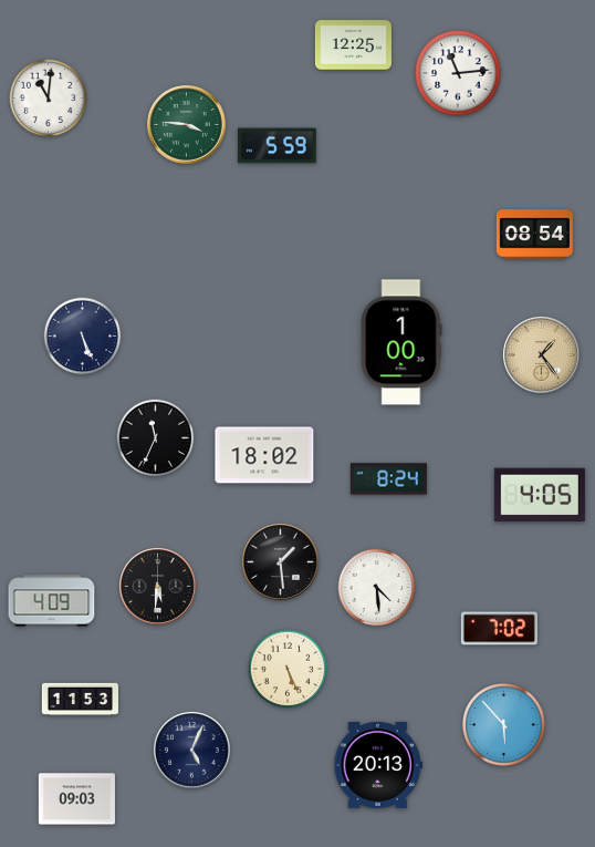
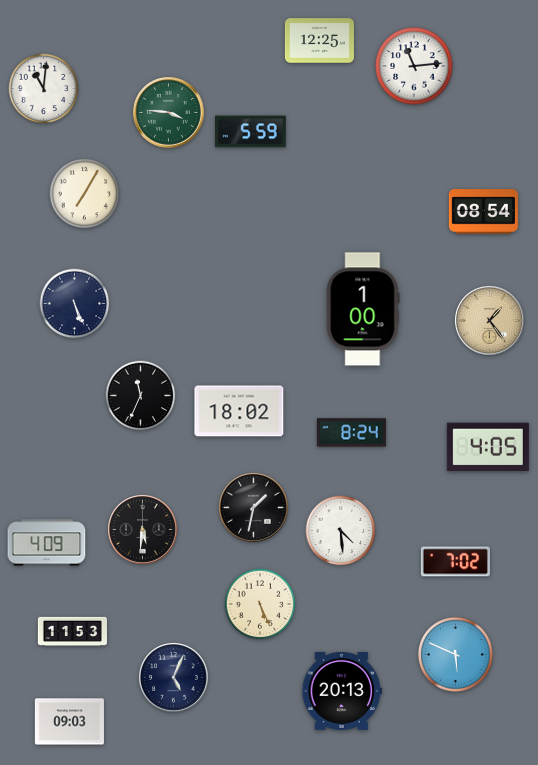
clock at (85, 194): none -> 7:05
clock at (280, 561): 1:29 -> 1:32
clock at (499, 629) position: (499, 629) -> (455, 562)
clock at (504, 725): 5:53 -> 5:49
